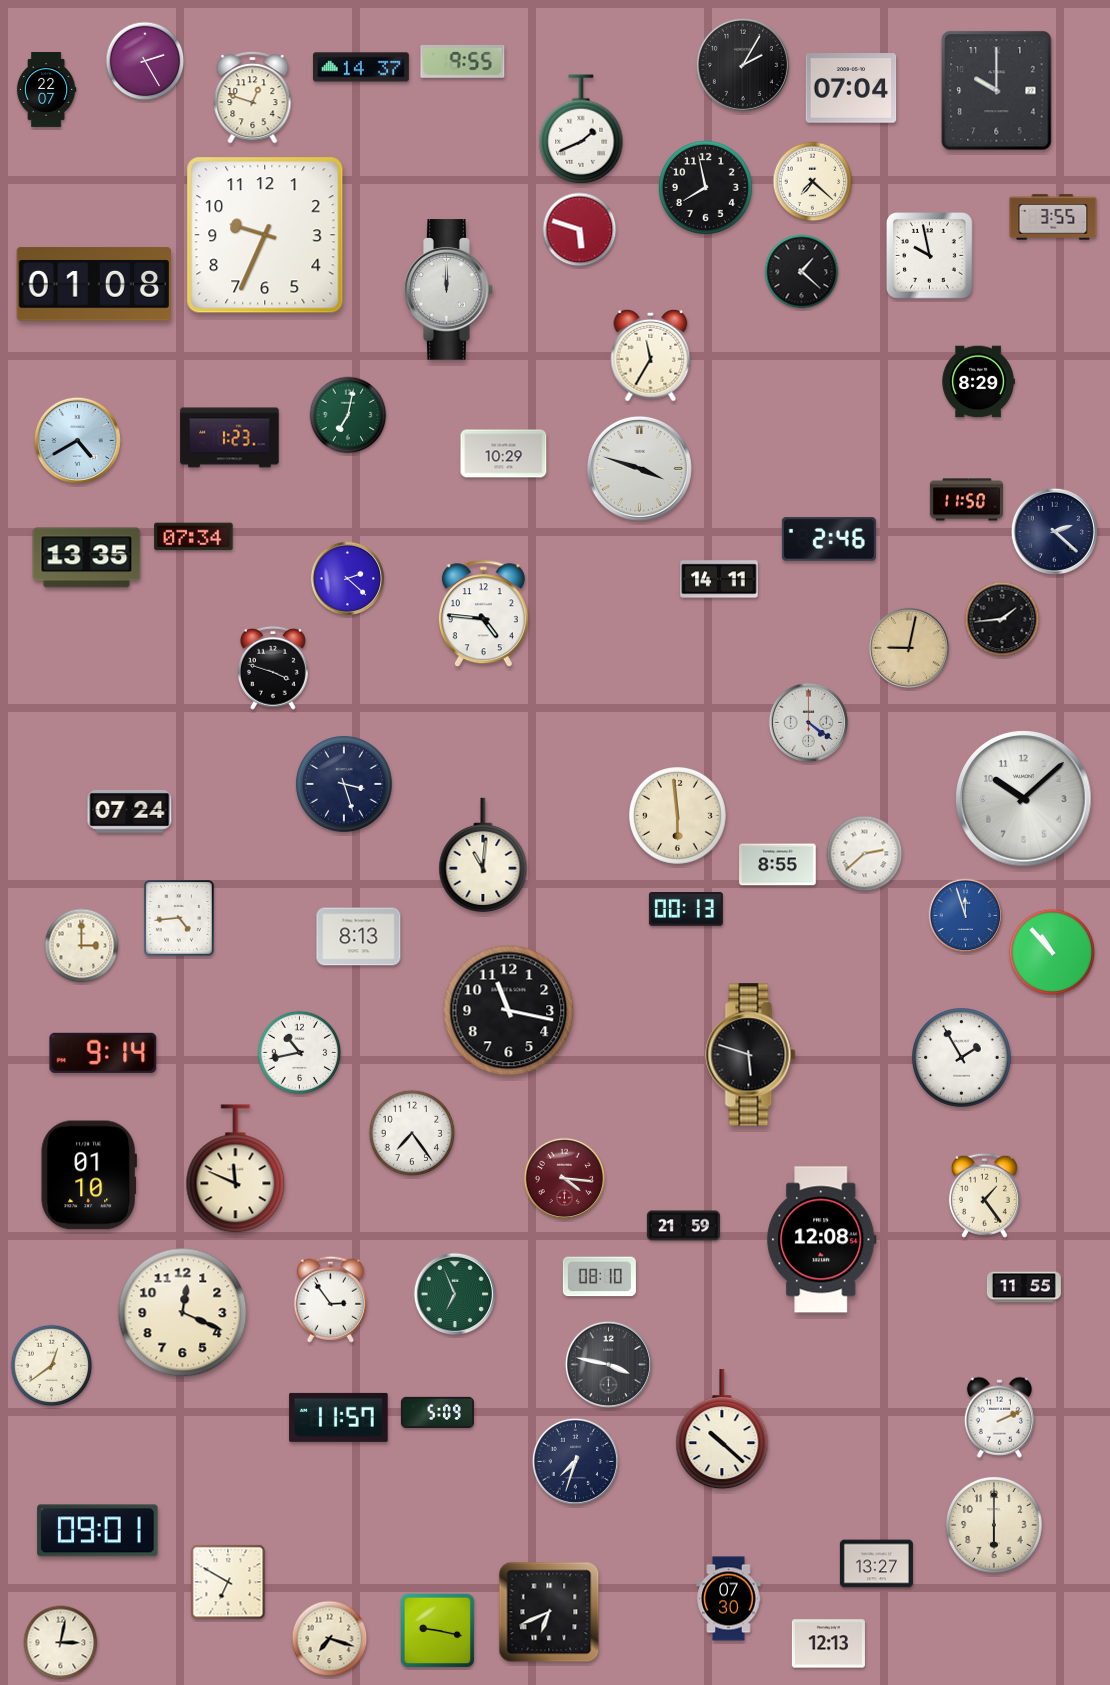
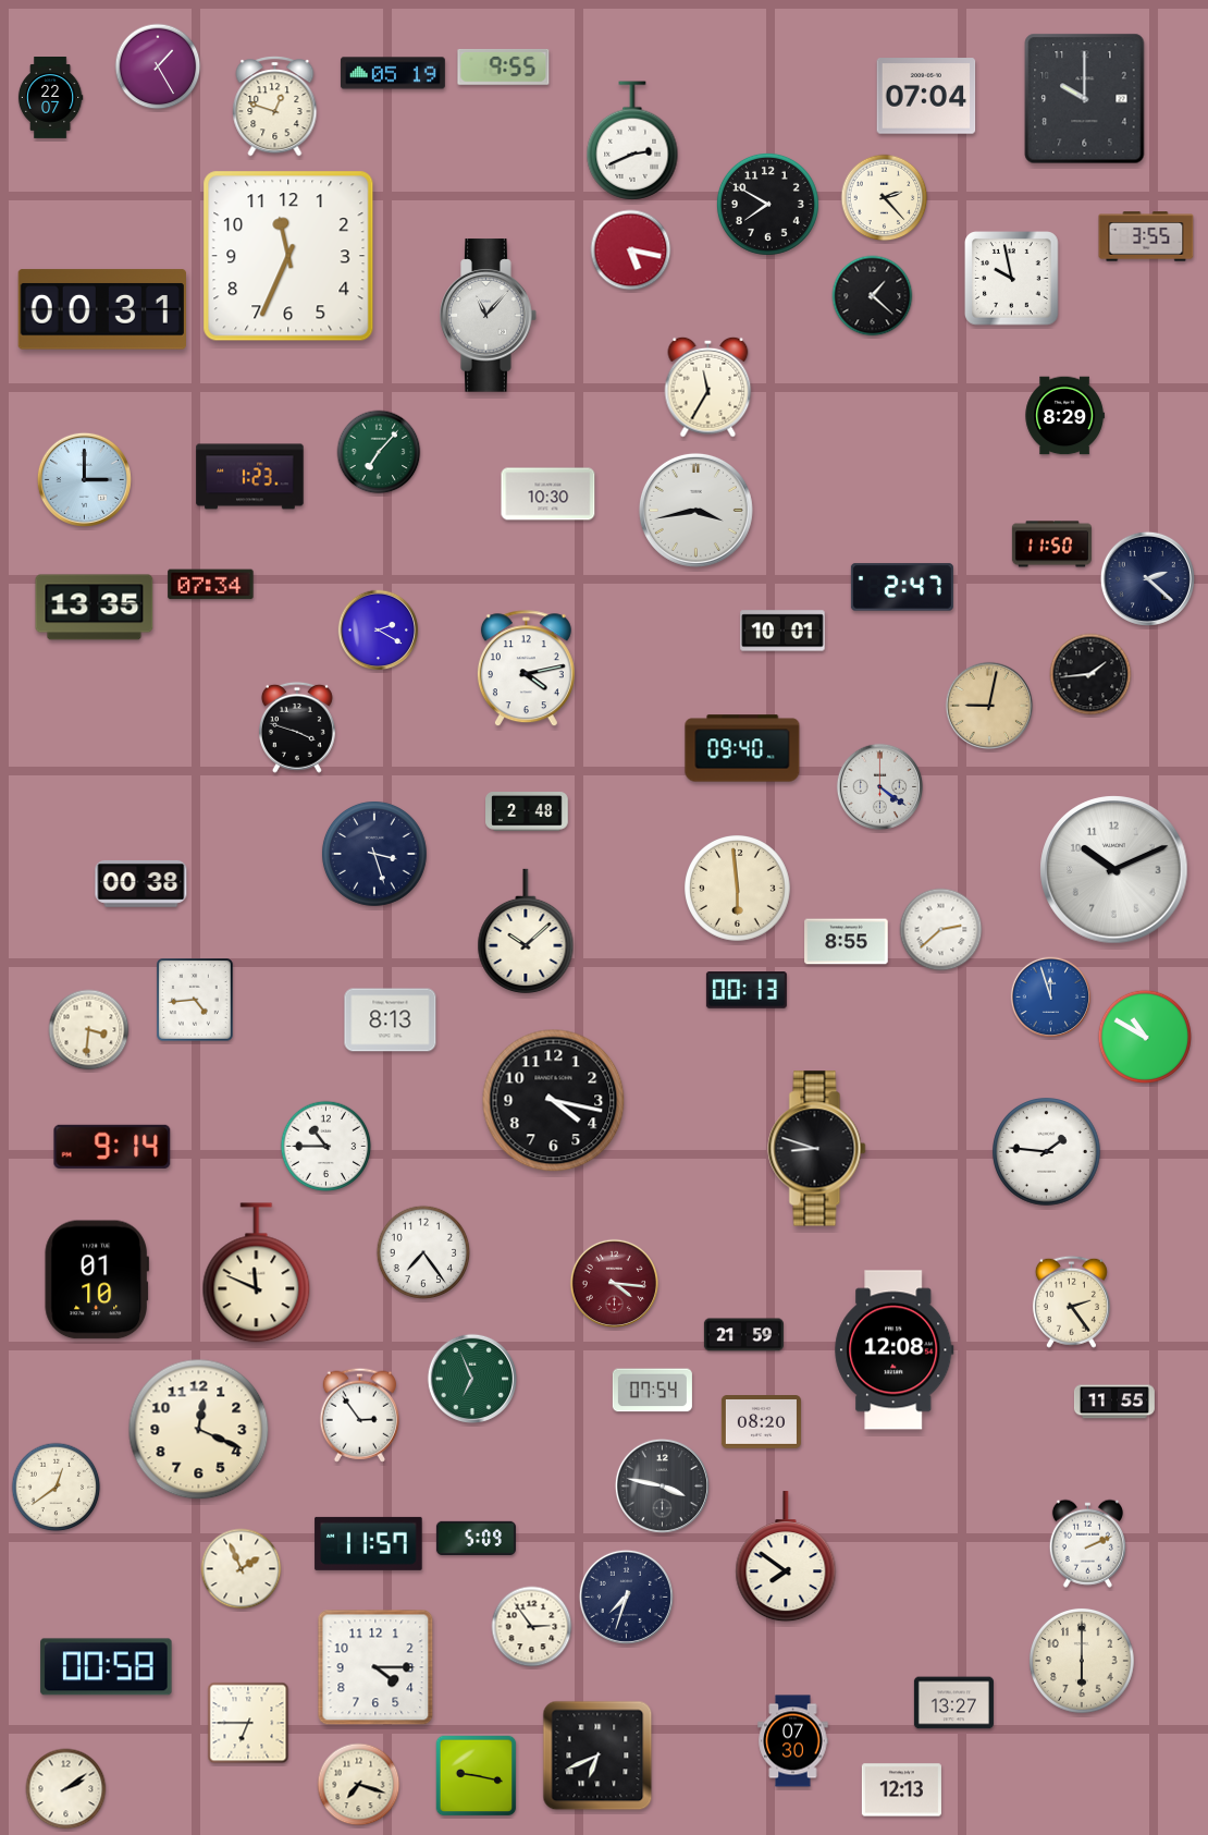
clock at (145, 61): 2:25 -> 1:25
clock at (743, 65): 2:05 -> none
clock at (361, 67): 14:37 -> 05:19
clock at (581, 129): 1:41 -> 2:41
clock at (813, 182): 7:22 -> 2:23
clock at (705, 187): 7:58 -> 7:50
clock at (580, 230): 5:48 -> 5:17
clock at (265, 235): 9:34 -> 11:34
clock at (94, 284): 01:08 -> 00:31
clock at (449, 290): 12:00 -> 11:07
clock at (348, 415): 7:02 -> 7:07
clock at (77, 440): 4:40 -> 3:00
clock at (504, 454): 10:29 -> 10:30
clock at (639, 468): 3:48 -> 3:43
clock at (829, 539): 2:46 -> 2:47
clock at (348, 579): 2:22 -> 2:20
clock at (719, 579): 14:11 -> 10:01
clock at (483, 614): 4:46 -> 4:13
clock at (742, 748): none -> 09:40
clock at (527, 812): none -> 2:48
clock at (1024, 799): 10:08 -> 10:11
clock at (130, 812): 07:24 -> 00:38
clock at (483, 855): 11:01 -> 10:08
clock at (82, 946): 3:00 -> 3:31
clock at (1051, 951): 10:53 -> 10:50
clock at (509, 1011): 11:17 -> 4:17
clock at (300, 1053): 10:43 -> 10:45
clock at (751, 1055): 5:48 -> 8:48
clock at (962, 1058): 1:55 -> 1:46
clock at (411, 1132) position: (411, 1132) -> (422, 1251)
clock at (984, 1195): 1:24 -> 2:24
clock at (599, 1277): 08:10 -> 07:54
clock at (455, 1294) position: (455, 1294) -> (472, 1379)
clock at (761, 1422): none -> 08:20
clock at (722, 1430): 10:22 -> 7:51
clock at (242, 1569): none -> 1:56
clock at (575, 1461) position: (575, 1461) -> (626, 1597)
clock at (532, 1627): none -> 2:54
clock at (98, 1531): 09:01 -> 00:58
clock at (375, 1667): none -> 4:15
clock at (228, 1582): 6:50 -> 6:45
clock at (61, 1643): 3:02 -> 2:09
